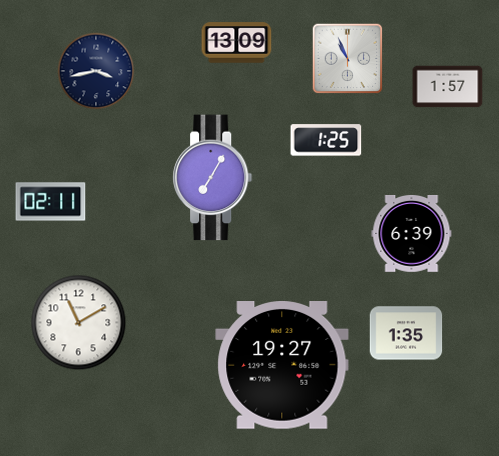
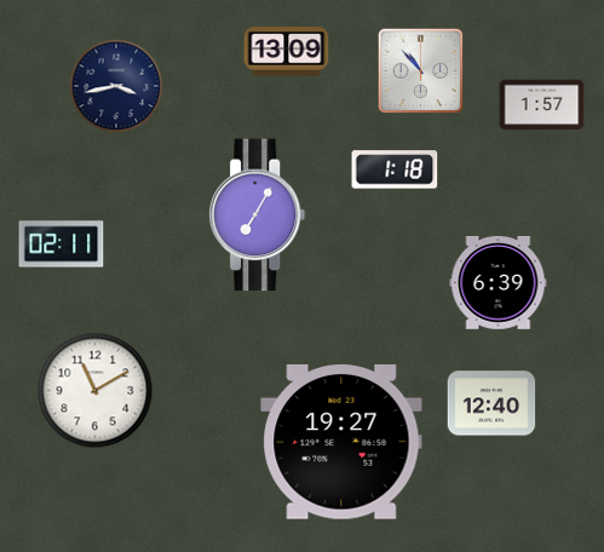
clock at (348, 59): 10:56 -> 10:53
clock at (326, 140): 1:25 -> 1:18
clock at (406, 333): 1:35 -> 12:40
